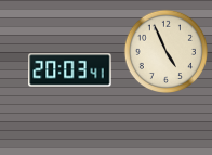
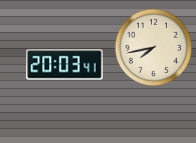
clock at (165, 51): 4:56 -> 7:43
